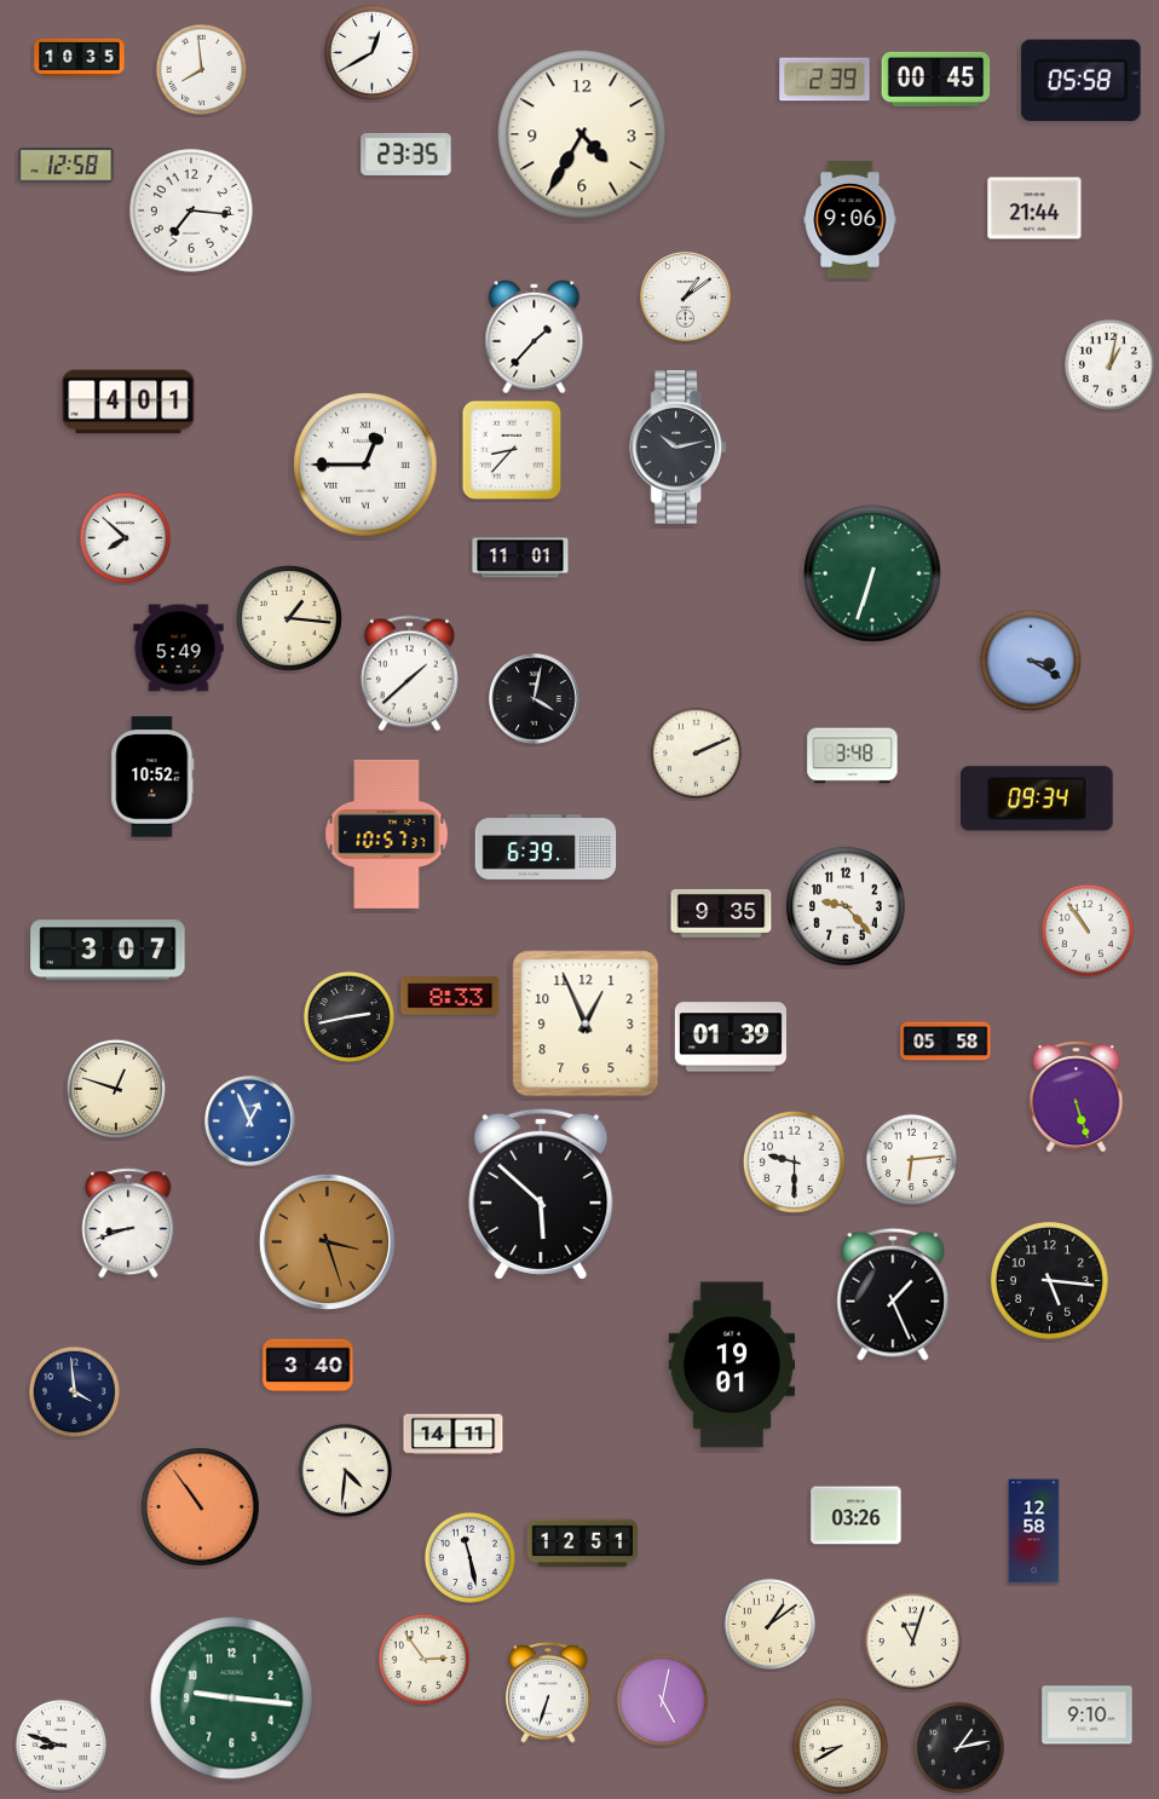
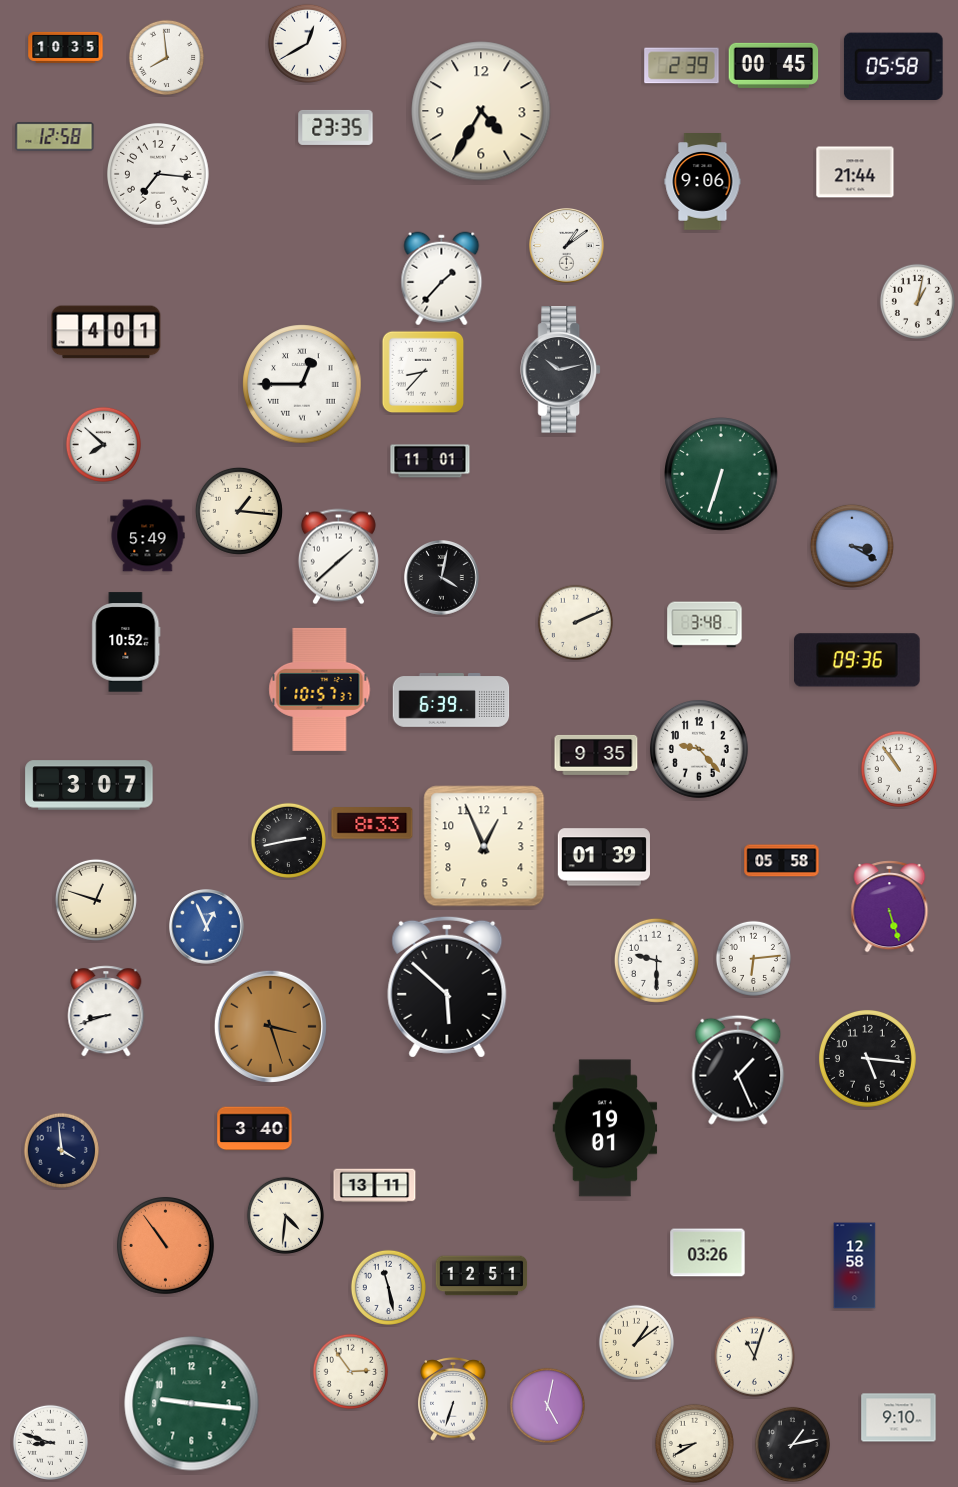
clock at (1038, 798): 09:34 -> 09:36
clock at (454, 1435): 14:11 -> 13:11
